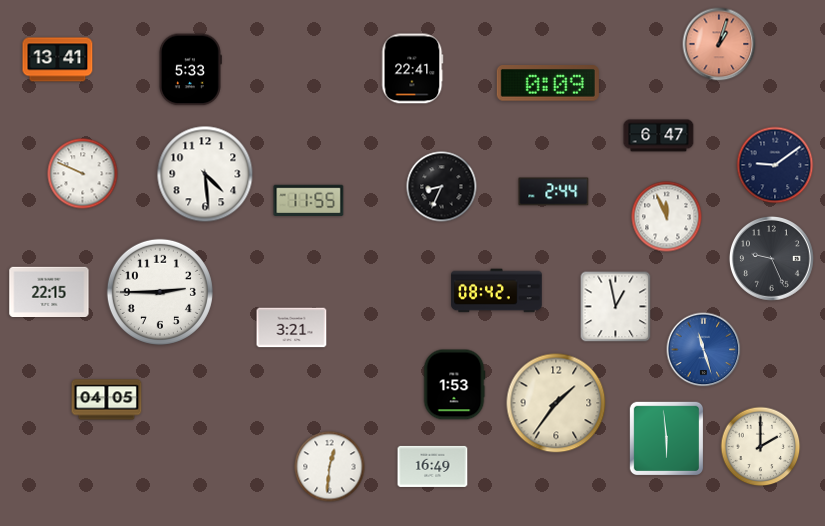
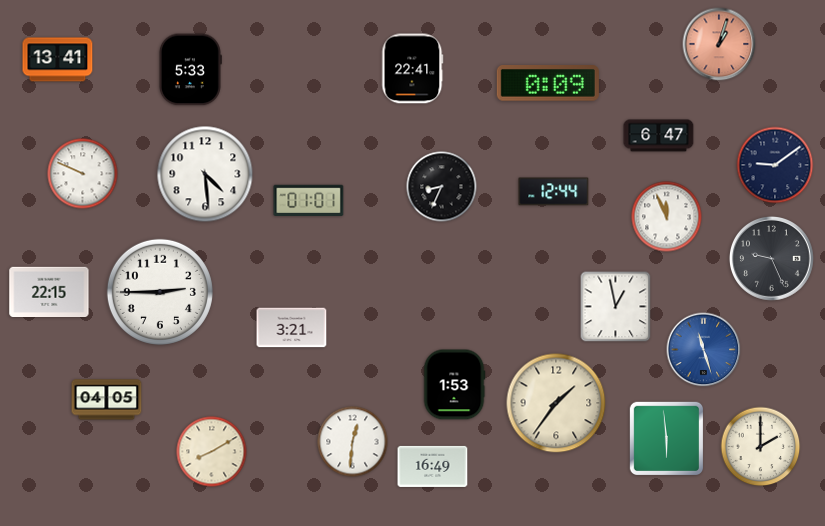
clock at (554, 192): 2:44 -> 12:44
clock at (309, 201): 11:55 -> 01:01
clock at (497, 291): 08:42 -> none
clock at (212, 452): none -> 8:10
clock at (330, 467) position: (330, 467) -> (353, 442)
